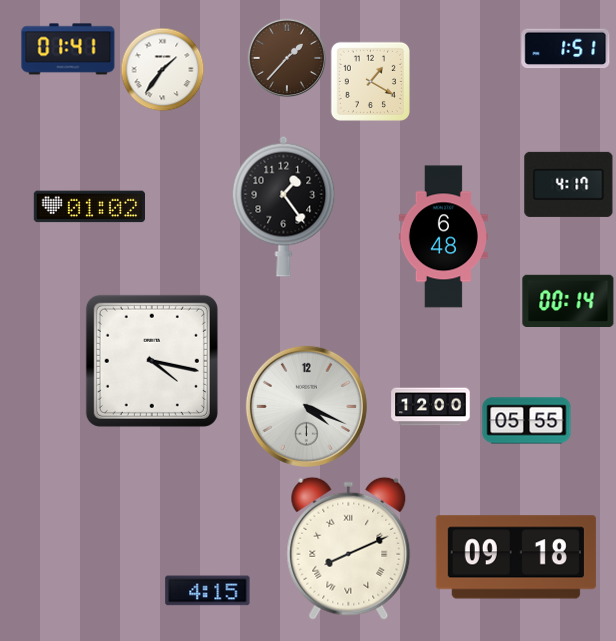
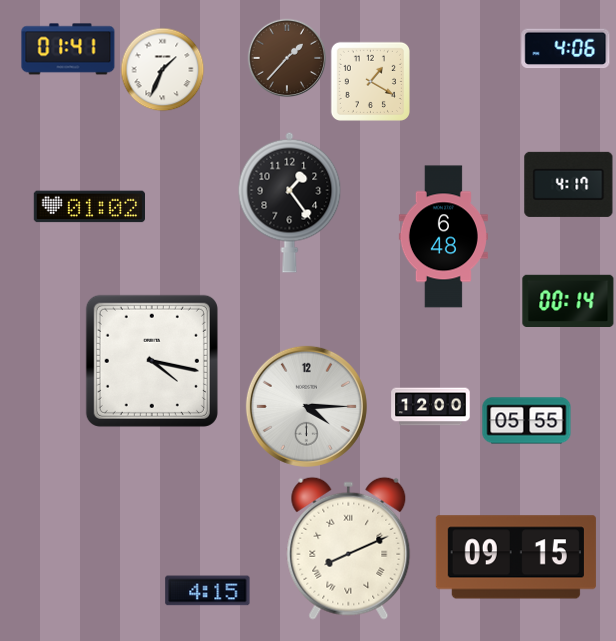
clock at (566, 49): 1:51 -> 4:06
clock at (162, 69): 1:36 -> 1:34
clock at (284, 206) position: (284, 206) -> (290, 202)
clock at (306, 406): 4:19 -> 4:15
clock at (516, 557): 09:18 -> 09:15
